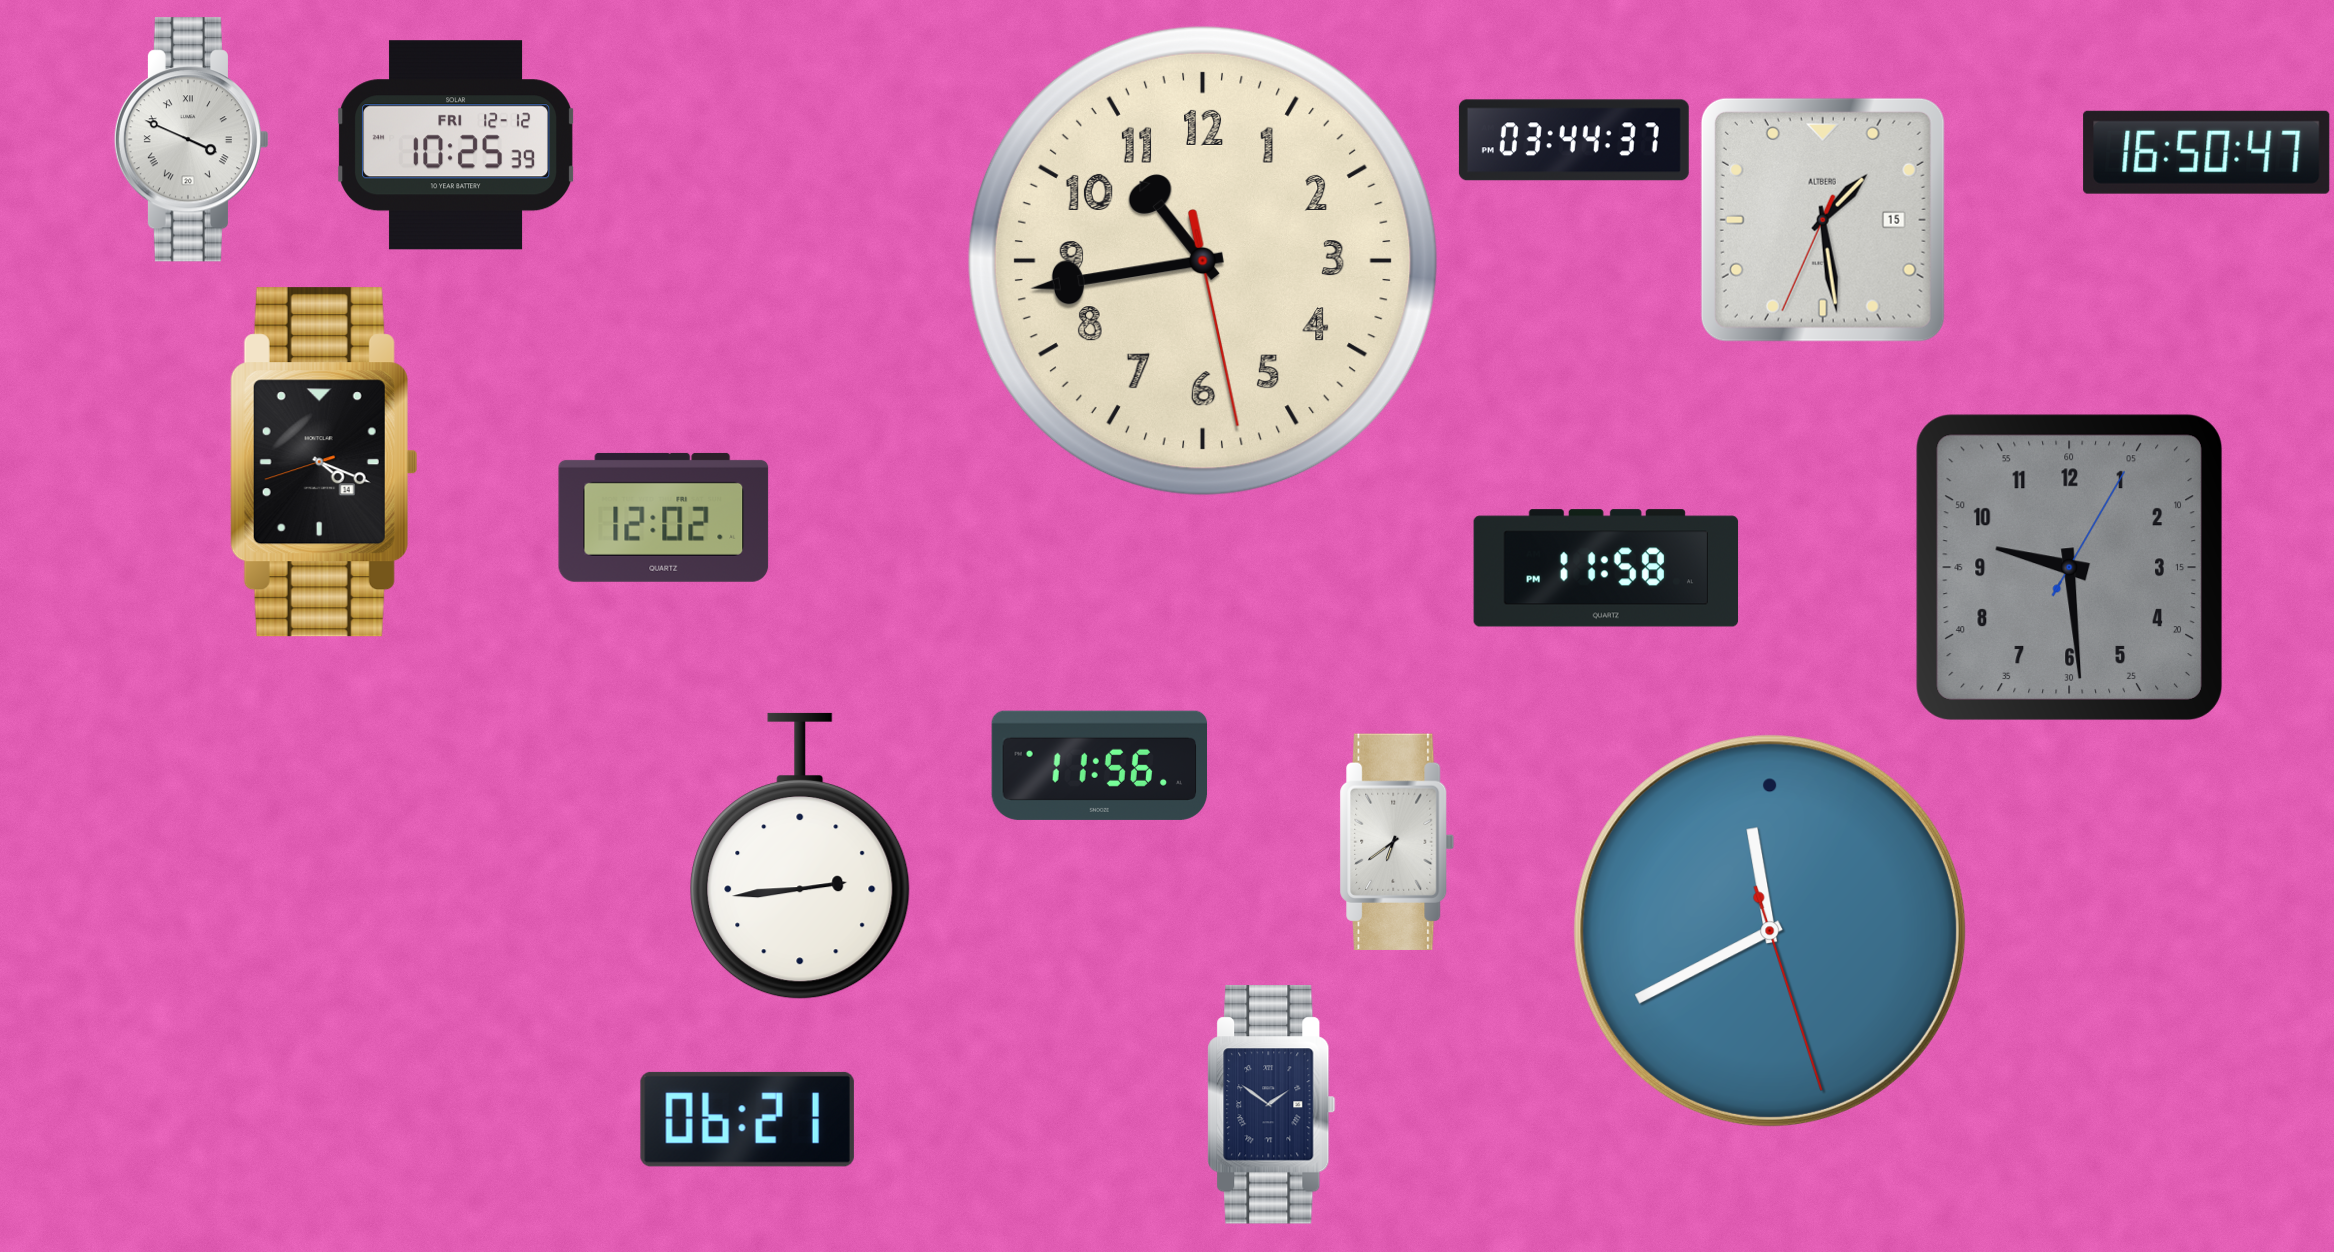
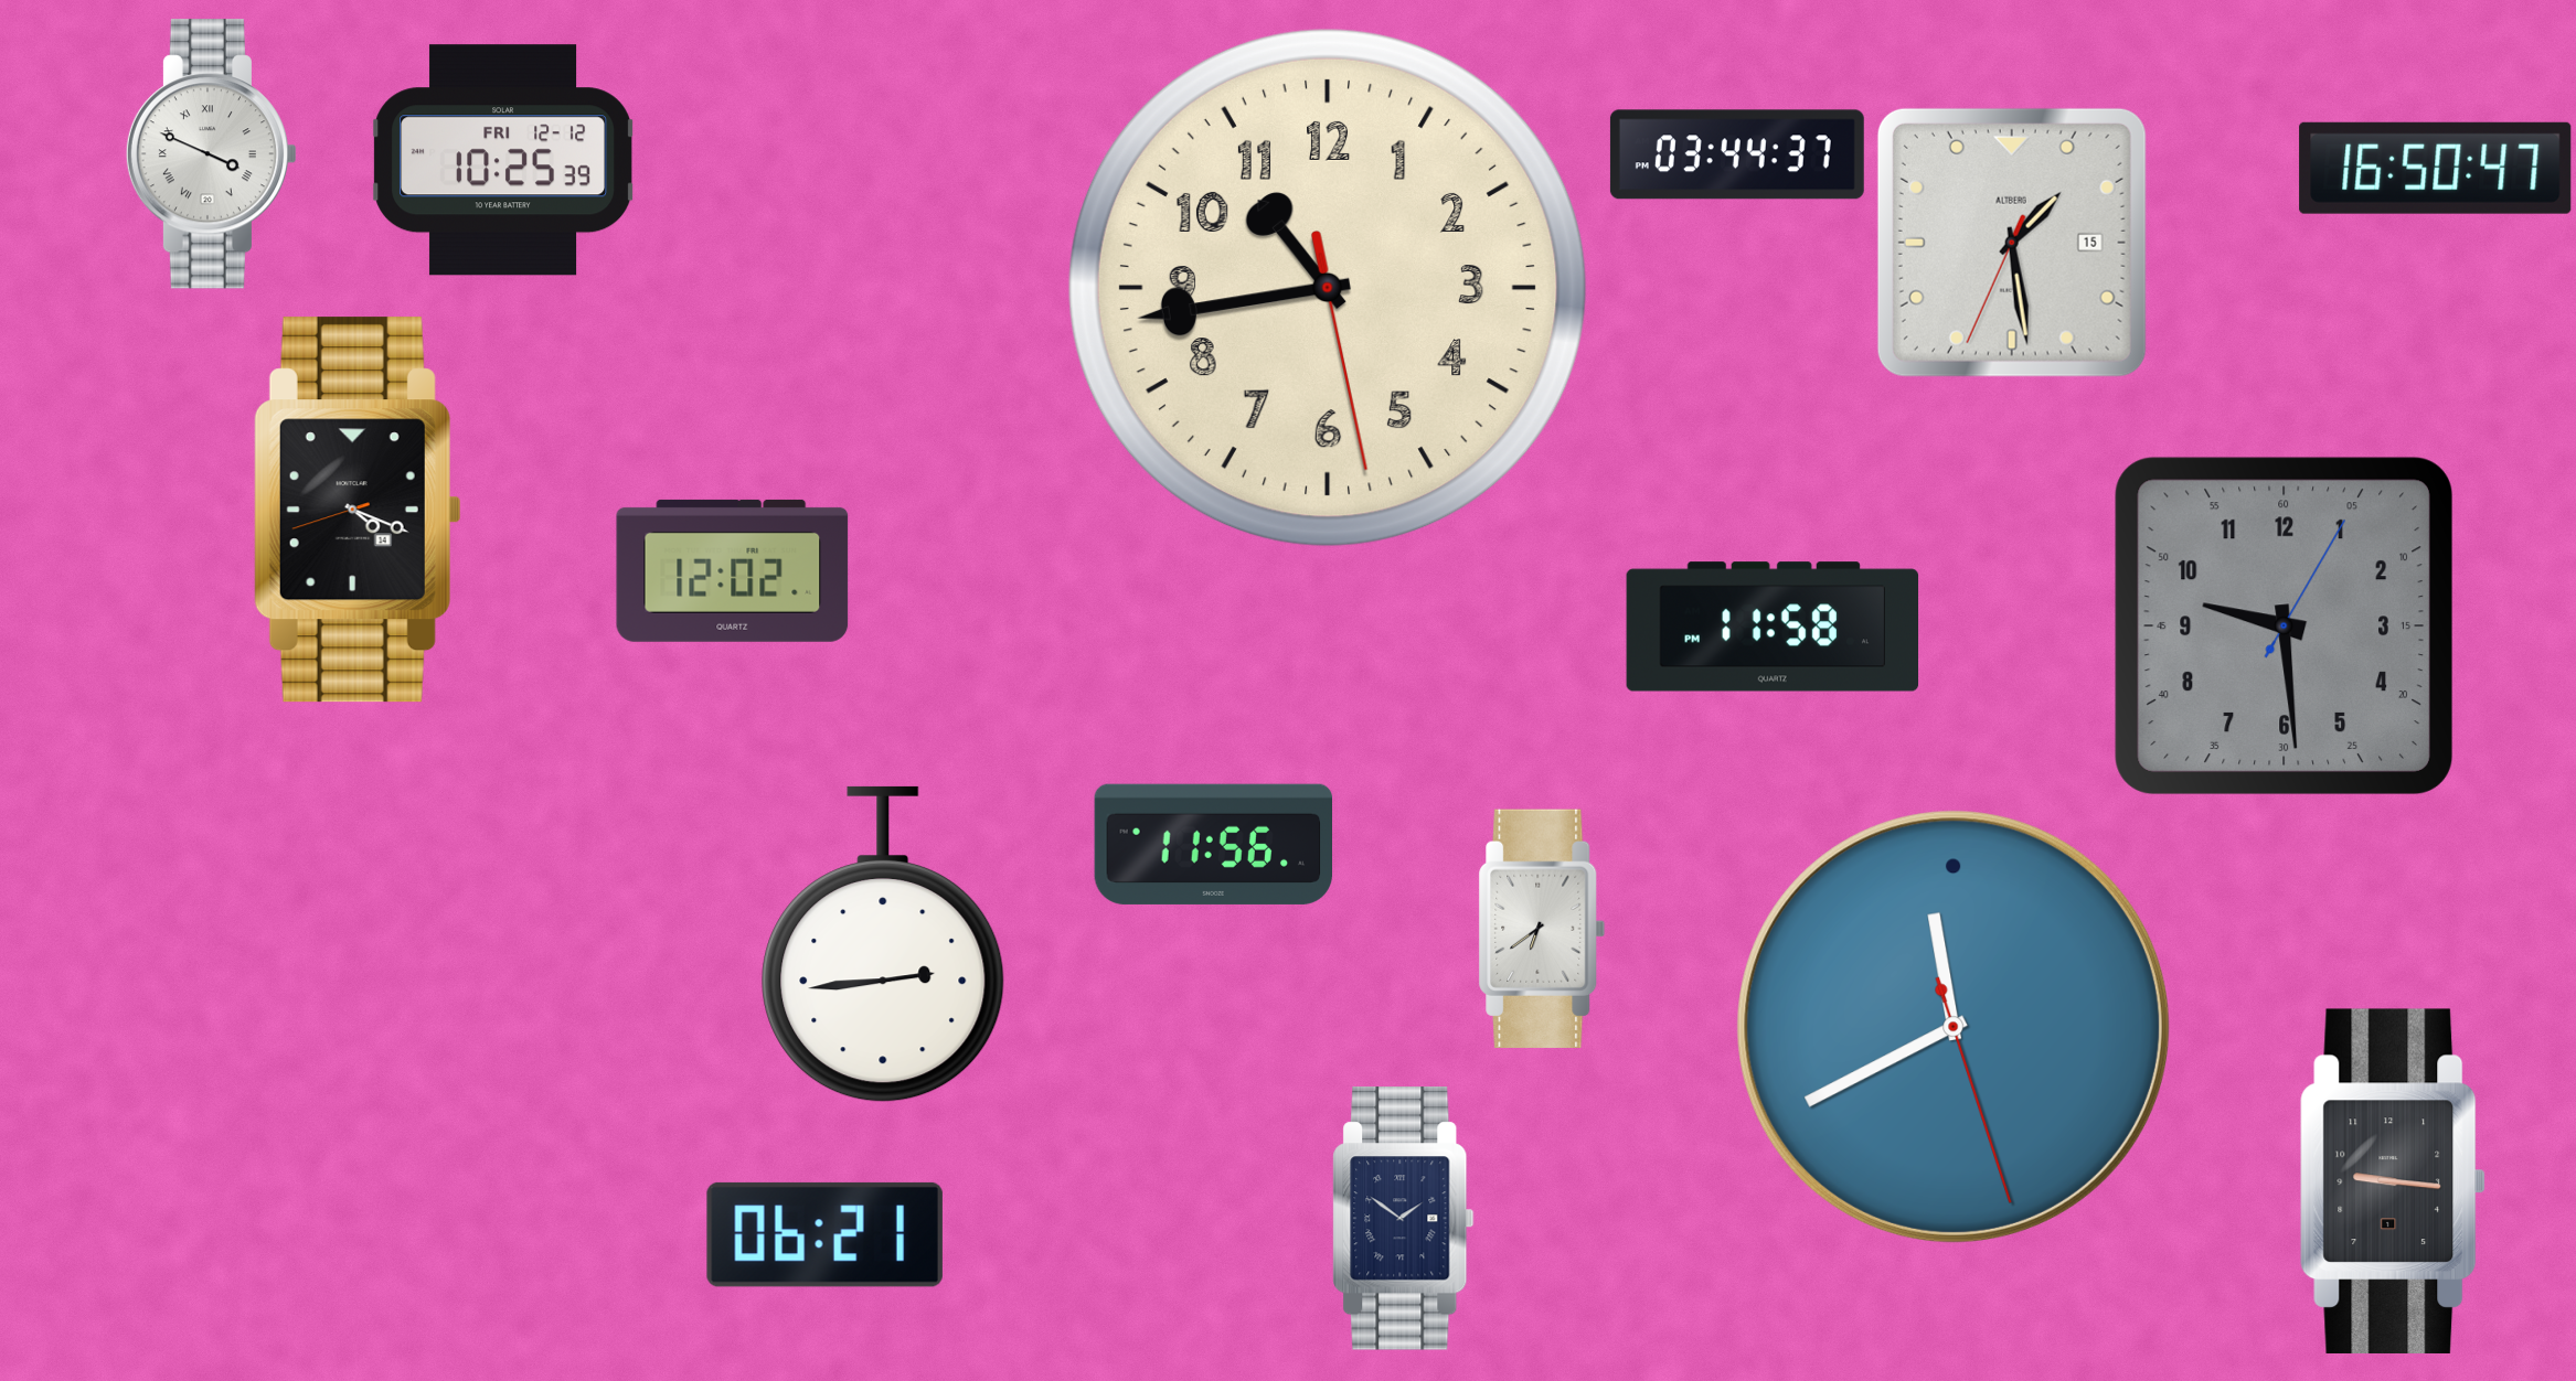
clock at (2393, 1181): none -> 9:16
